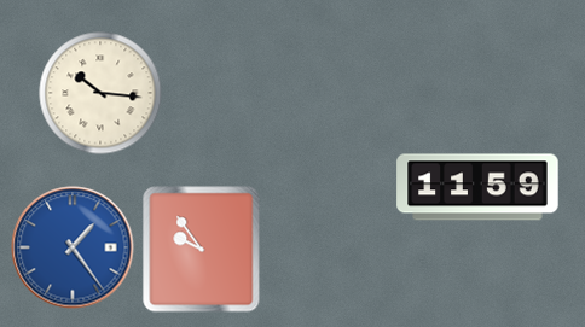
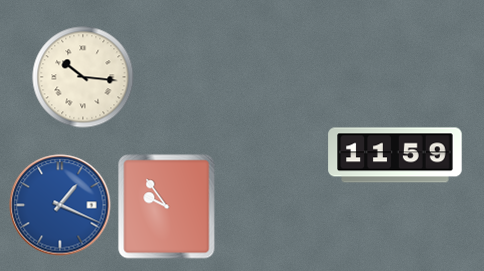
clock at (73, 247): 1:24 -> 1:19
